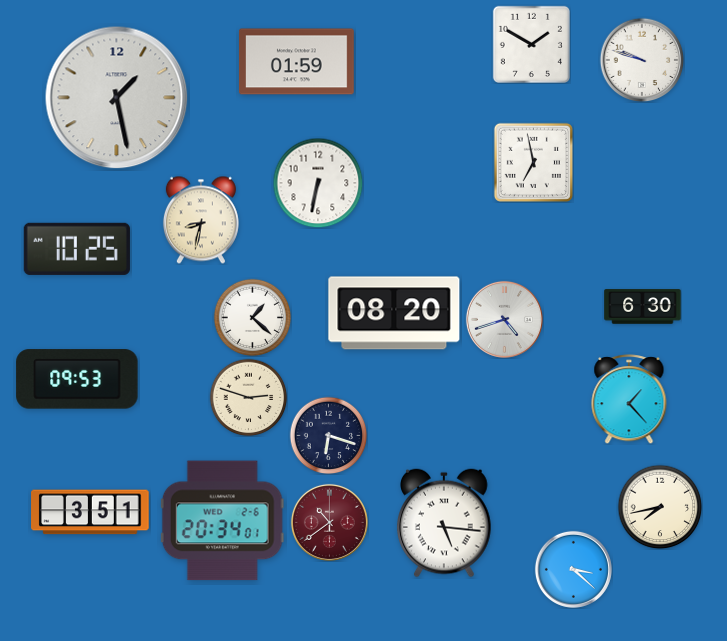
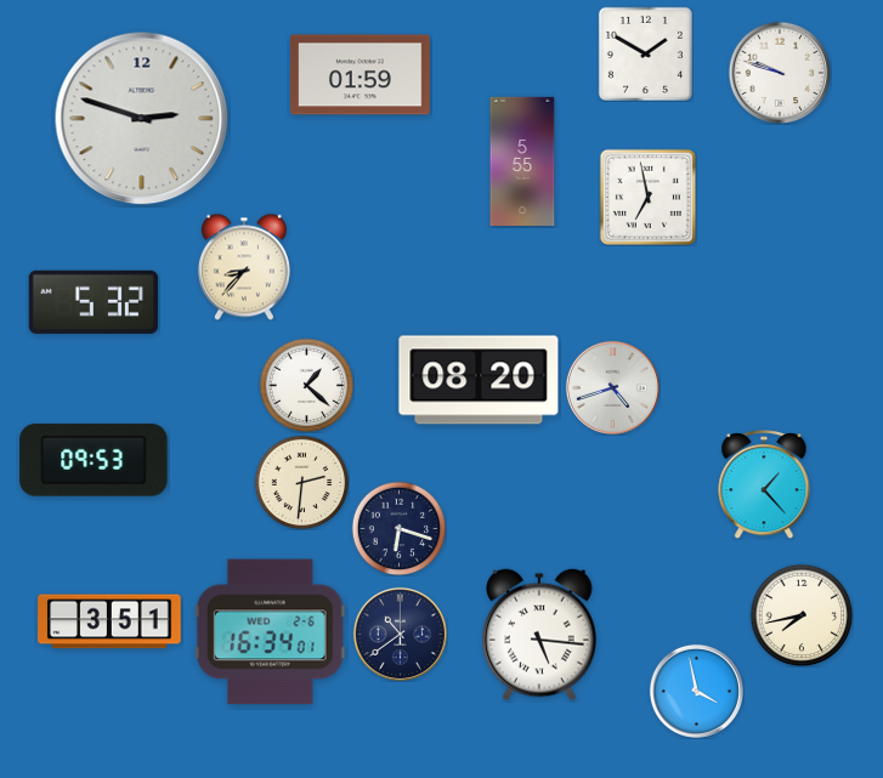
clock at (117, 98): 1:28 -> 2:48
clock at (522, 160): none -> 5:55
clock at (318, 183): 6:32 -> none
clock at (201, 220): 8:32 -> 8:37
clock at (77, 249): 10:25 -> 5:32
clock at (643, 307): 6:30 -> none
clock at (248, 397): 2:48 -> 2:31
clock at (222, 521): 20:34 -> 16:34
clock at (329, 522) dial: burgundy -> navy
clock at (573, 569): 3:22 -> 3:58
